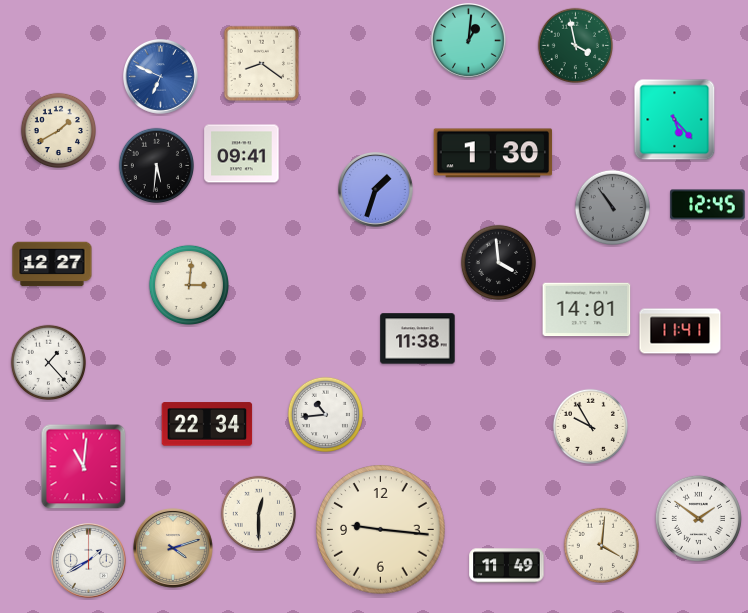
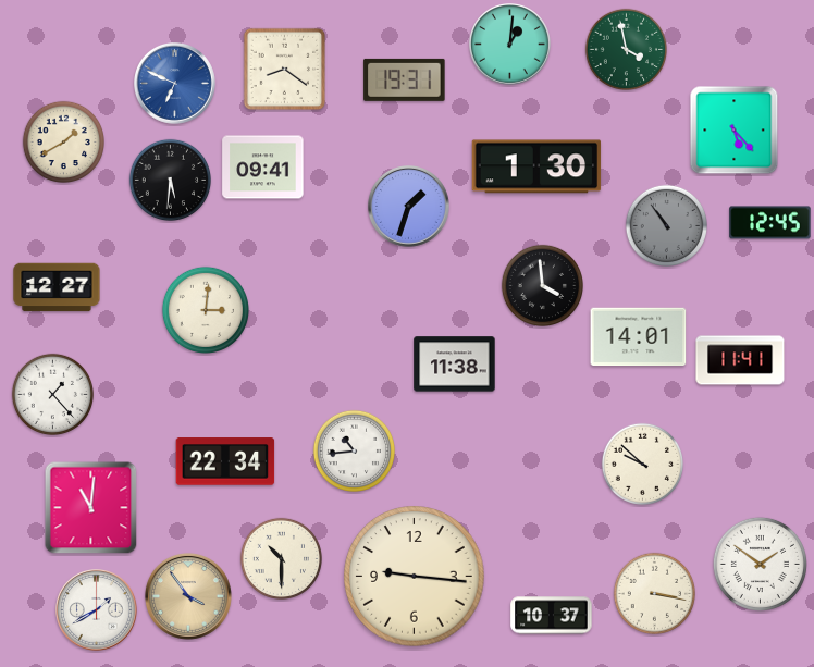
clock at (405, 79): none -> 19:31
clock at (418, 339) position: (418, 339) -> (455, 365)
clock at (590, 426): 9:55 -> 9:52
clock at (258, 513): 12:30 -> 10:30
clock at (601, 545): 4:01 -> 3:17
clock at (173, 548): 4:12 -> 3:54
clock at (507, 566): 11:49 -> 10:37
